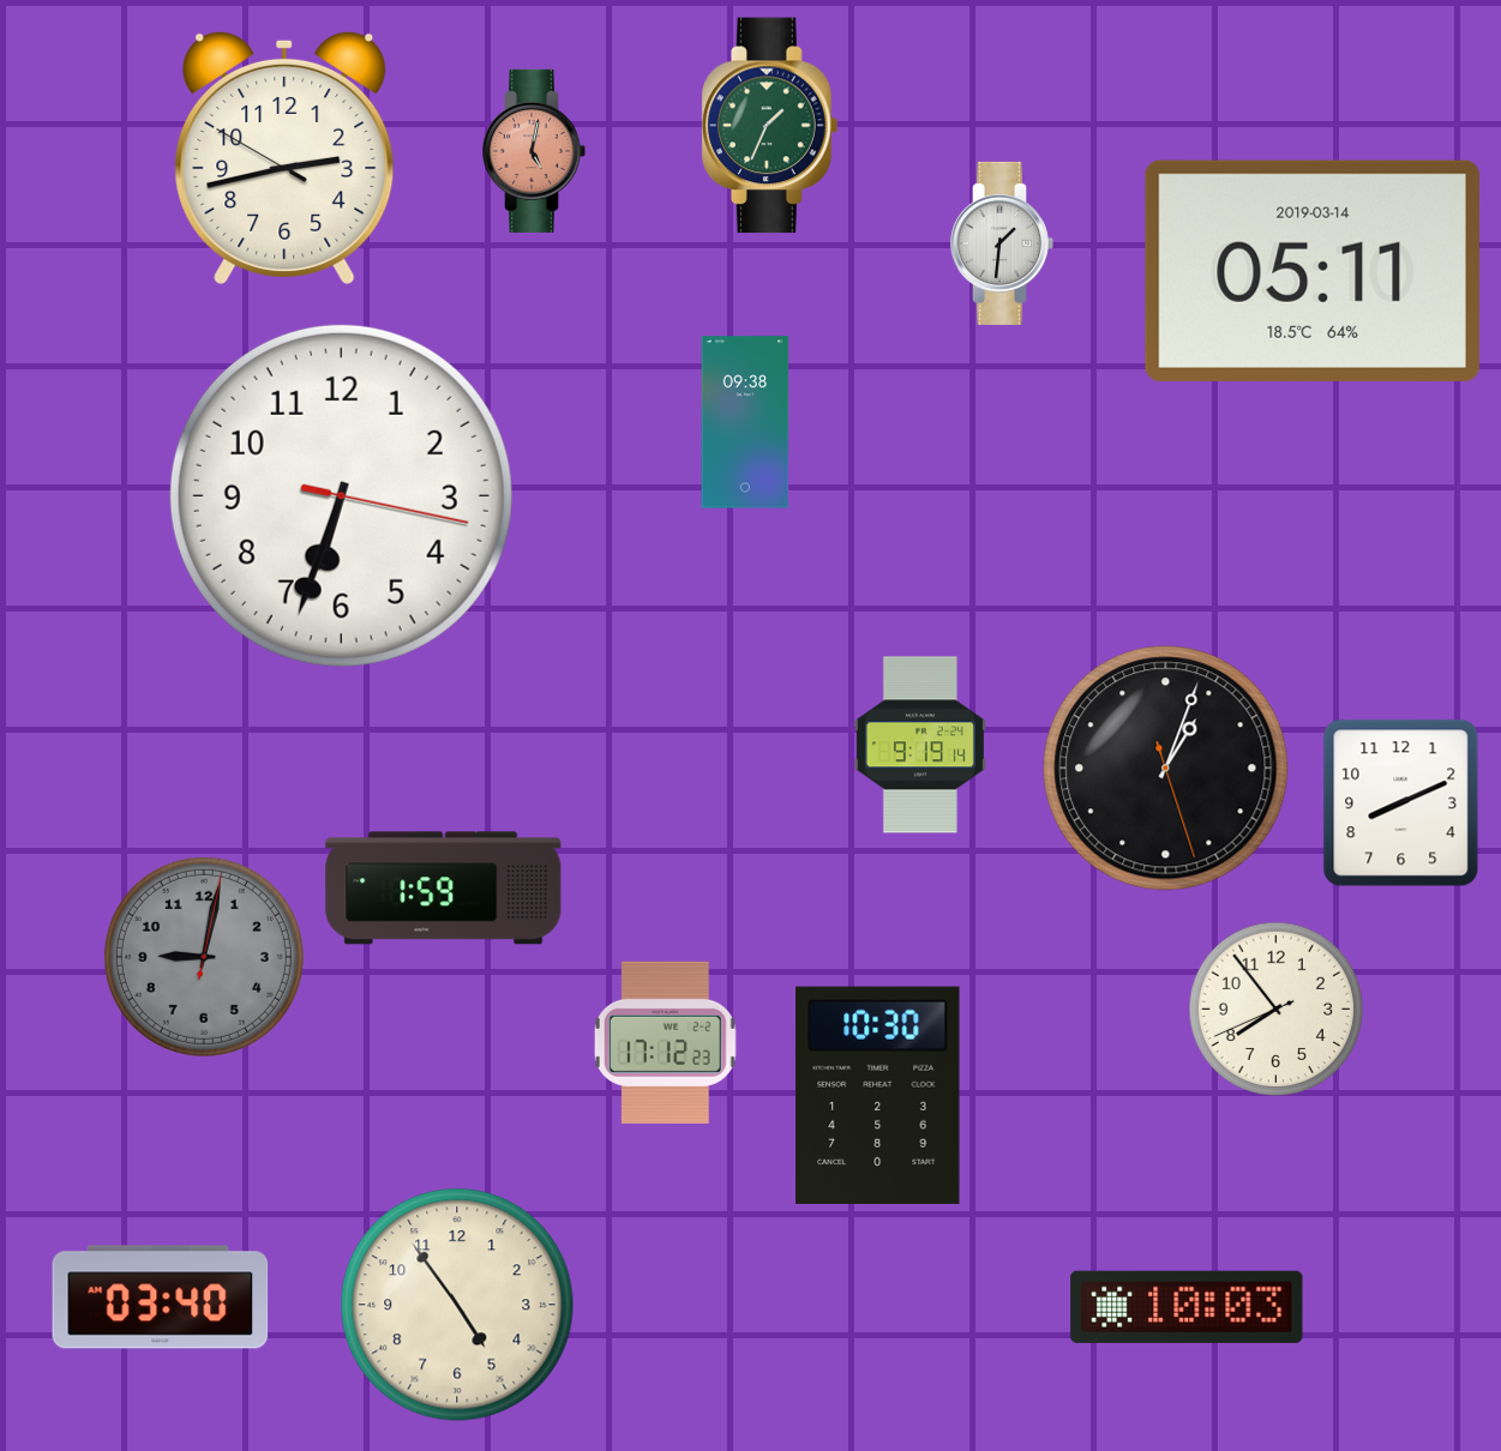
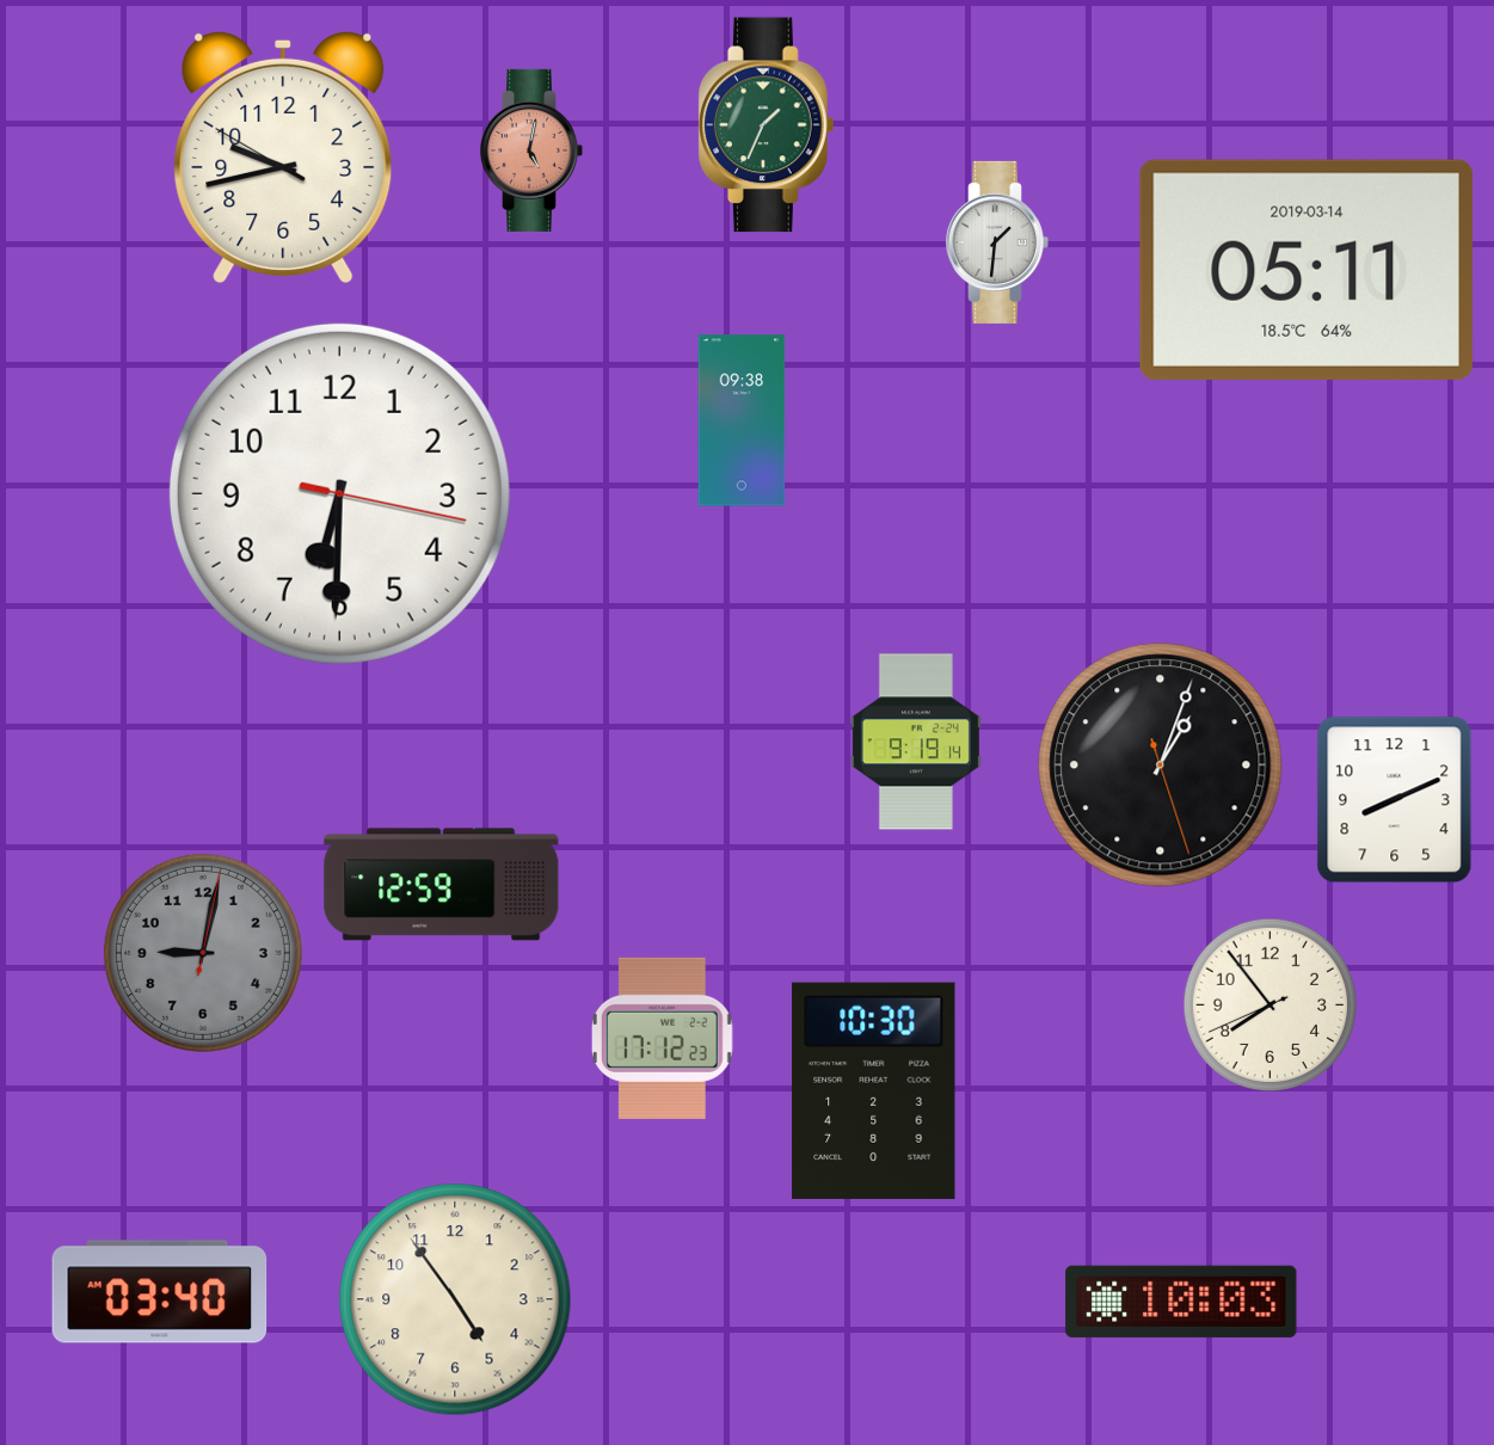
clock at (284, 157): 2:42 -> 9:42
clock at (341, 495): 6:33 -> 6:30
clock at (444, 889): 1:59 -> 12:59
